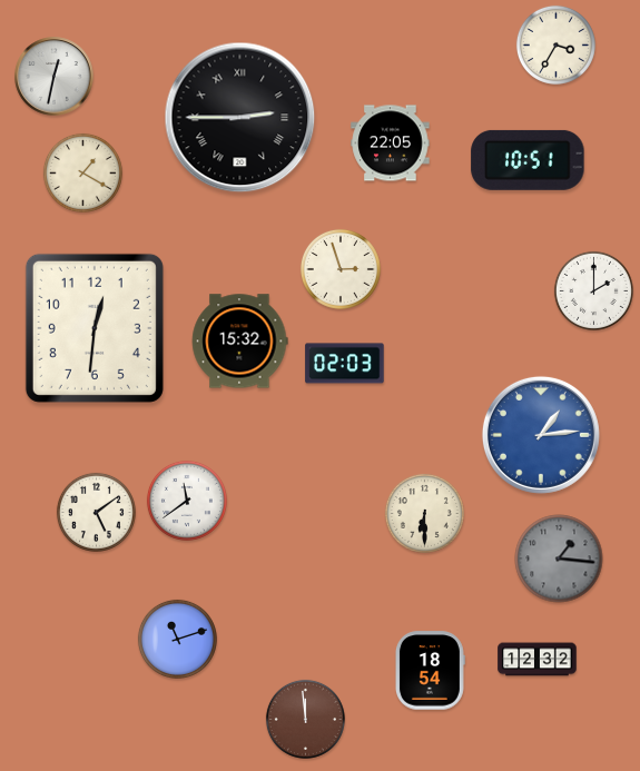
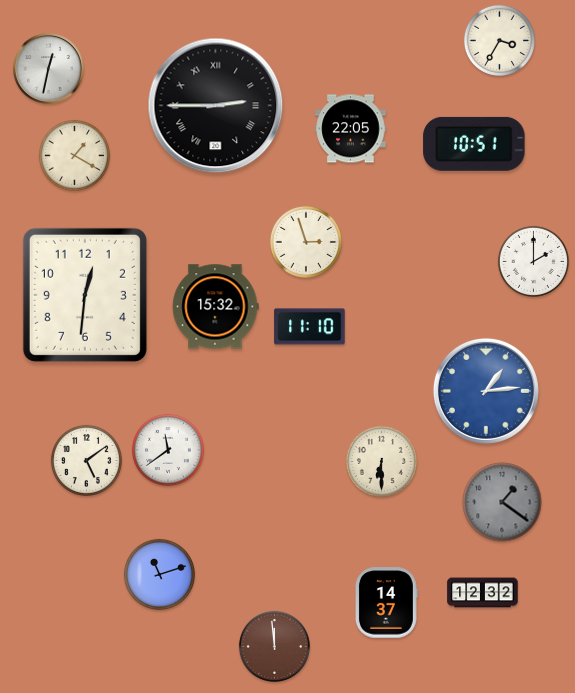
clock at (345, 364): 02:03 -> 11:10
clock at (559, 559): 1:16 -> 1:21
clock at (430, 671): 18:54 -> 14:37
